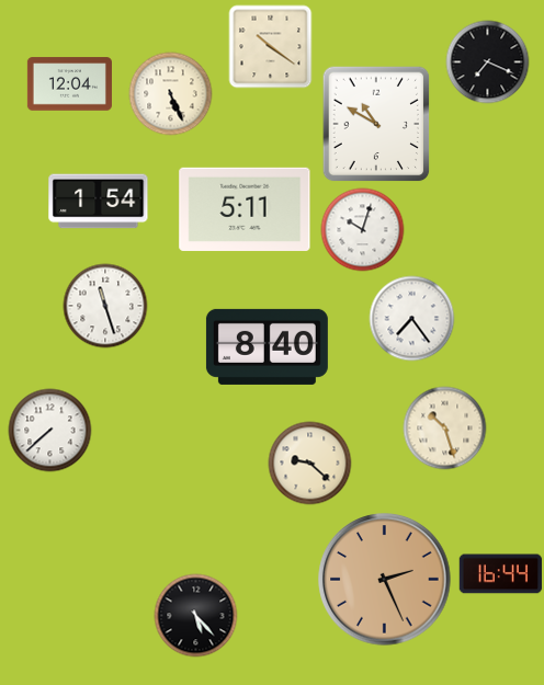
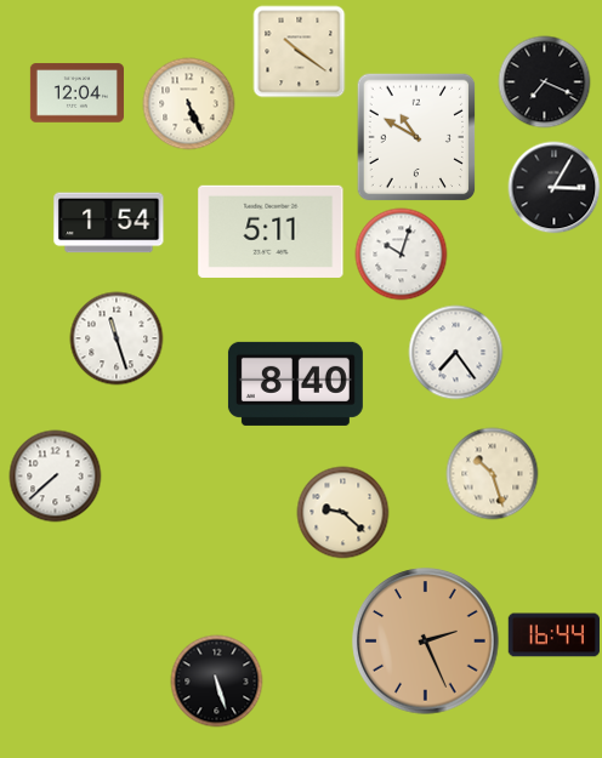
clock at (488, 62) position: (488, 62) -> (545, 82)
clock at (555, 188): none -> 3:05
clock at (196, 616): 5:23 -> 5:27
